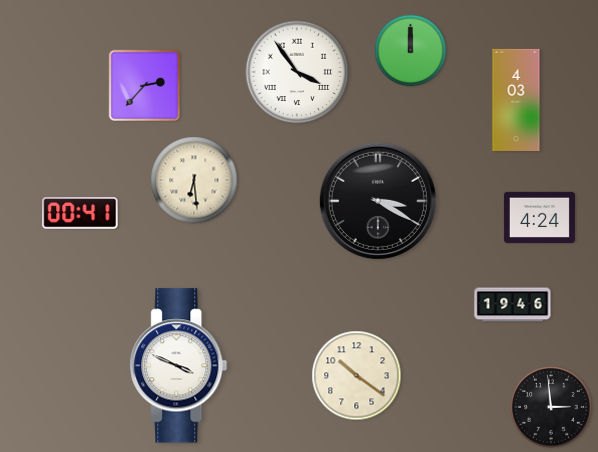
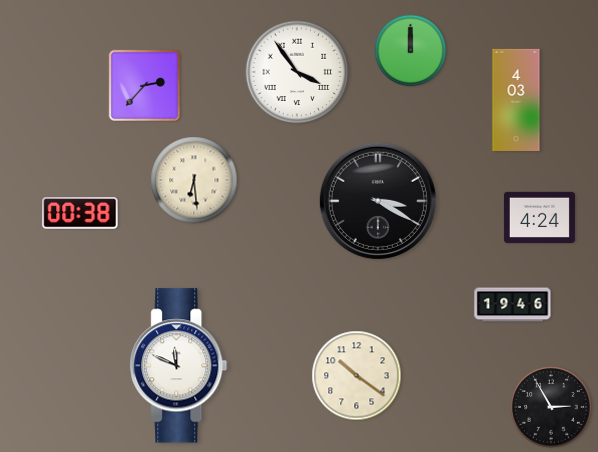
clock at (80, 213): 00:41 -> 00:38
clock at (179, 366): 3:49 -> 11:49
clock at (552, 408): 2:59 -> 2:55
